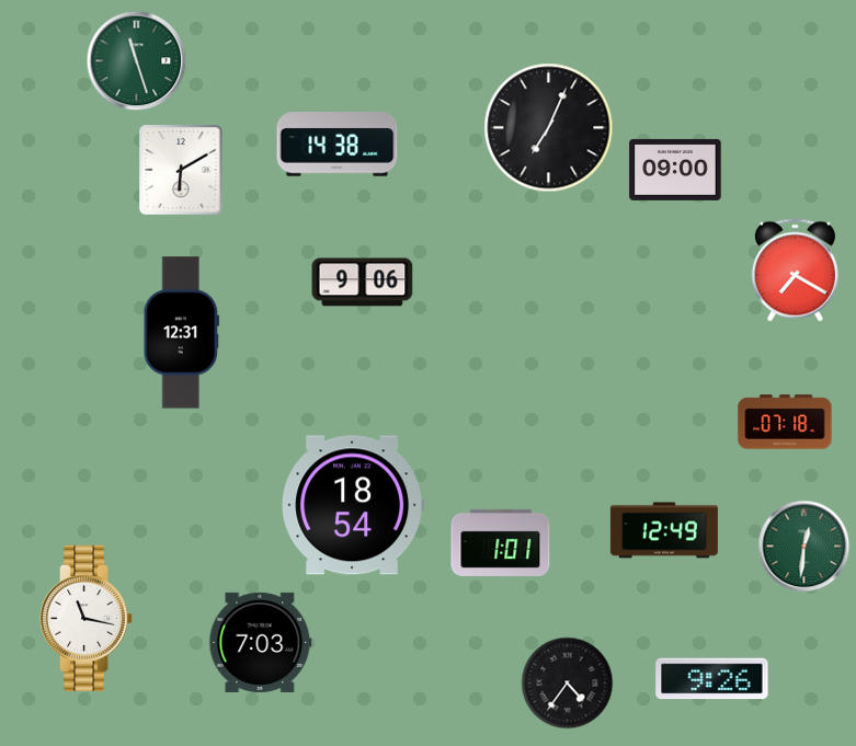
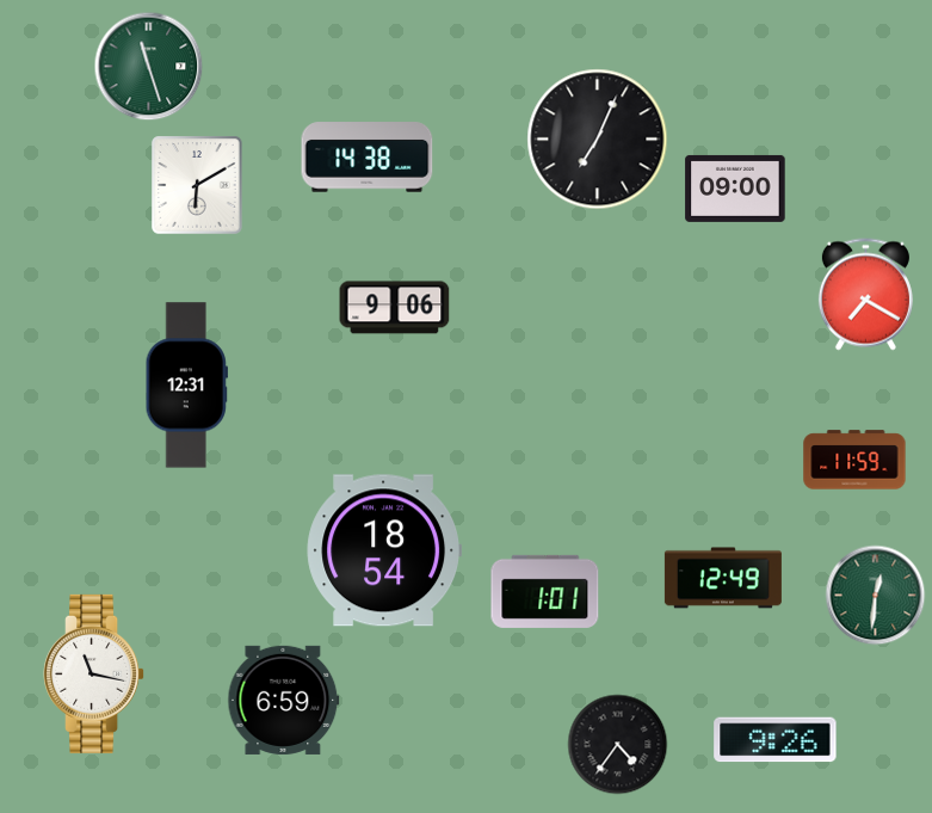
clock at (675, 170) position: (675, 170) -> (735, 189)
clock at (181, 333) position: (181, 333) -> (186, 386)
clock at (785, 422): 07:18 -> 11:59
clock at (261, 642): 7:03 -> 6:59
